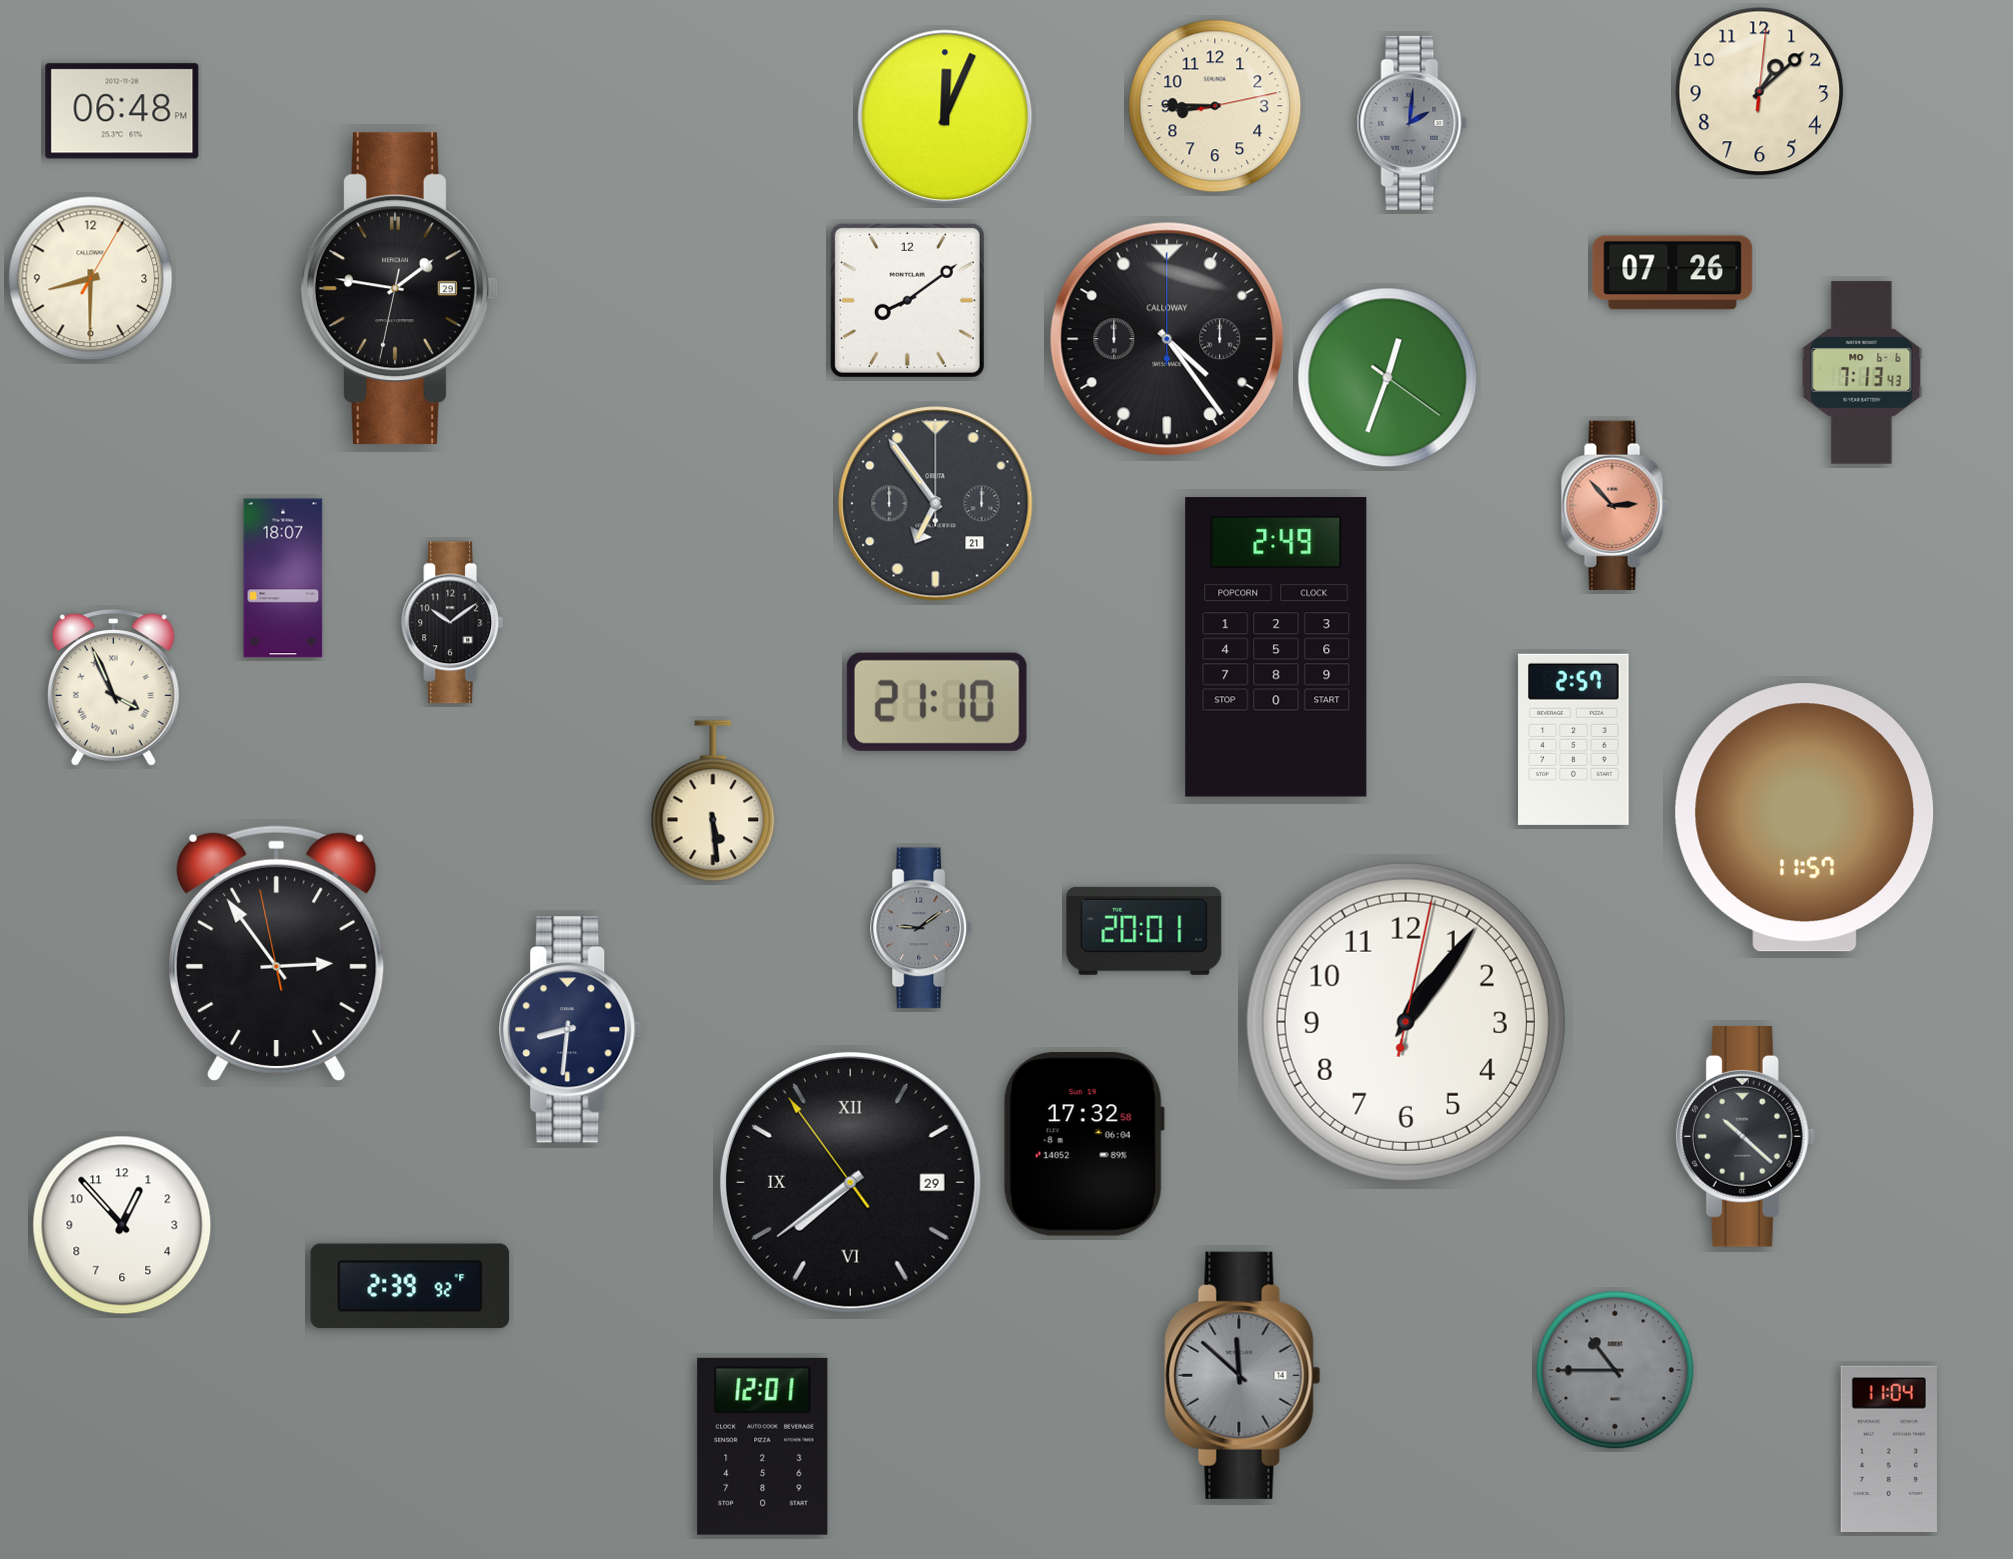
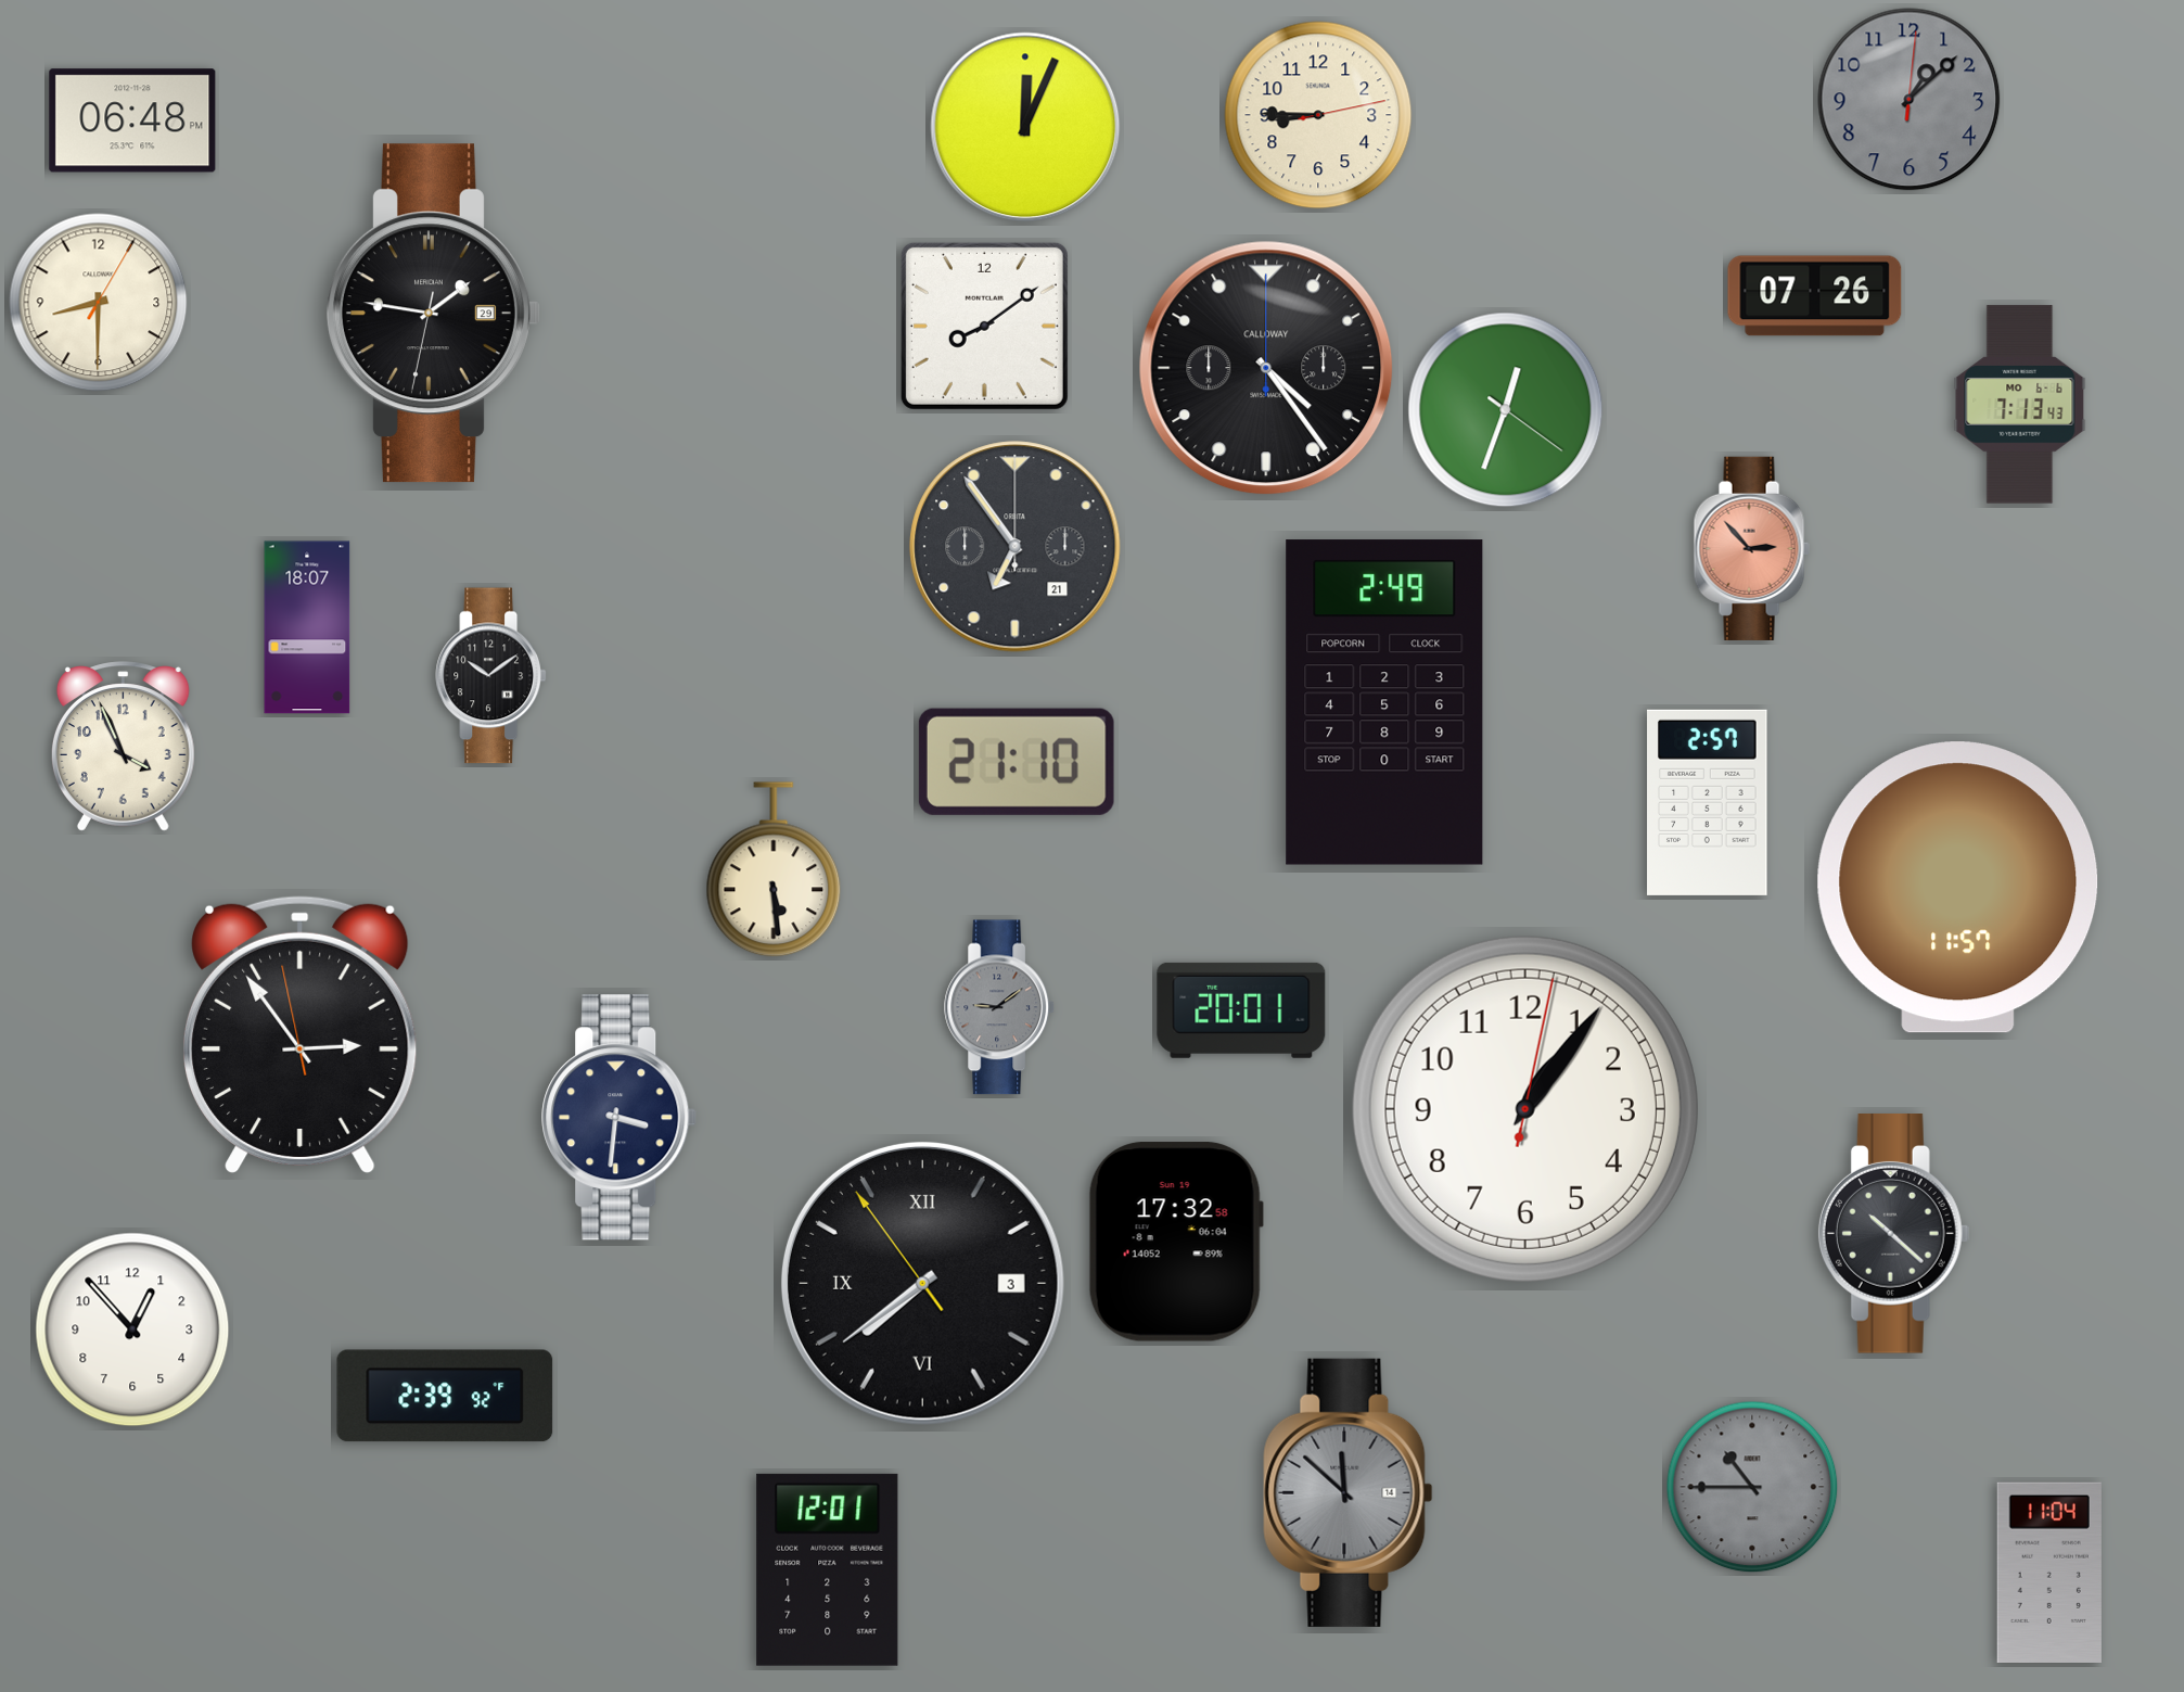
clock at (1760, 92) dial: cream -> grey
clock at (1412, 123): 2:01 -> none
clock at (113, 688) numerals: Roman -> Arabic
clock at (571, 1030): 8:31 -> 3:31
clock at (850, 1182) date: 29 -> 3
